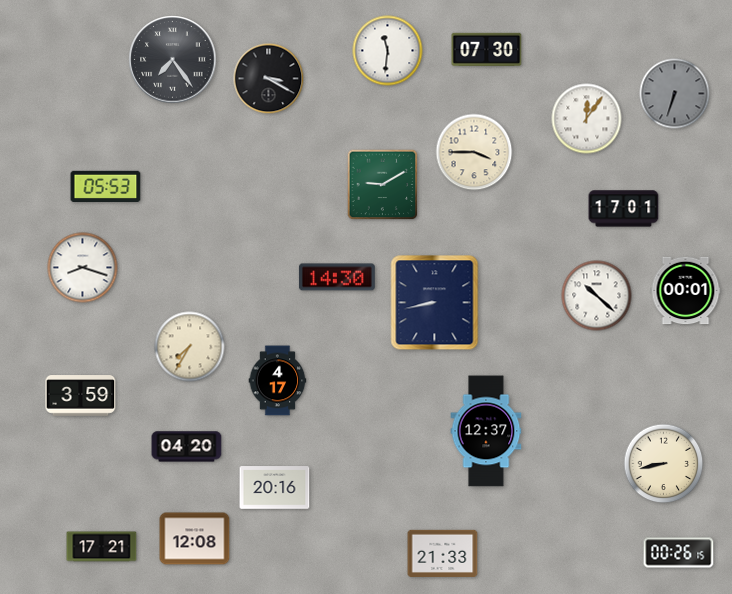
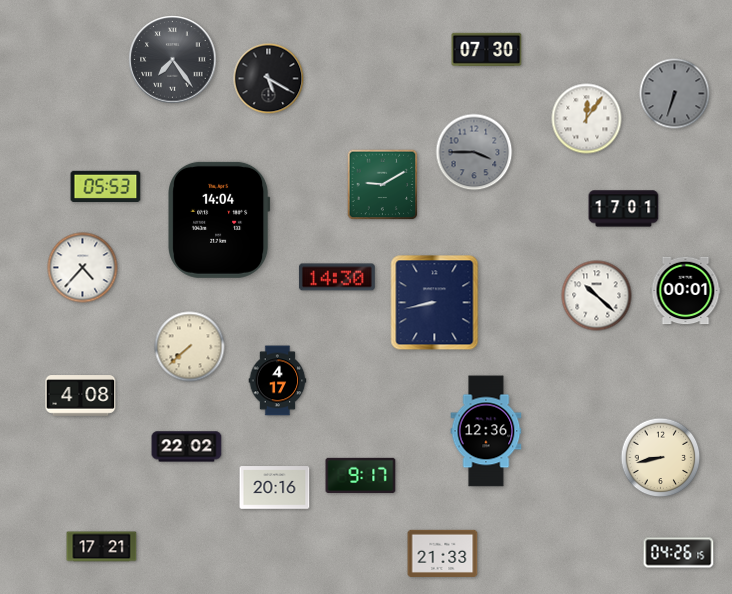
clock at (388, 51): 11:31 -> none
clock at (269, 79): 3:20 -> 5:20
clock at (474, 152) dial: cream -> grey
clock at (219, 220): none -> 14:04
clock at (83, 268): 8:18 -> 4:37
clock at (190, 347): 7:35 -> 7:38
clock at (81, 396): 3:59 -> 4:08
clock at (486, 431): 12:37 -> 12:36
clock at (187, 447): 04:20 -> 22:02
clock at (664, 464) position: (664, 464) -> (661, 458)
clock at (361, 475): none -> 9:17
clock at (195, 539): 12:08 -> none
clock at (679, 553): 00:26 -> 04:26
